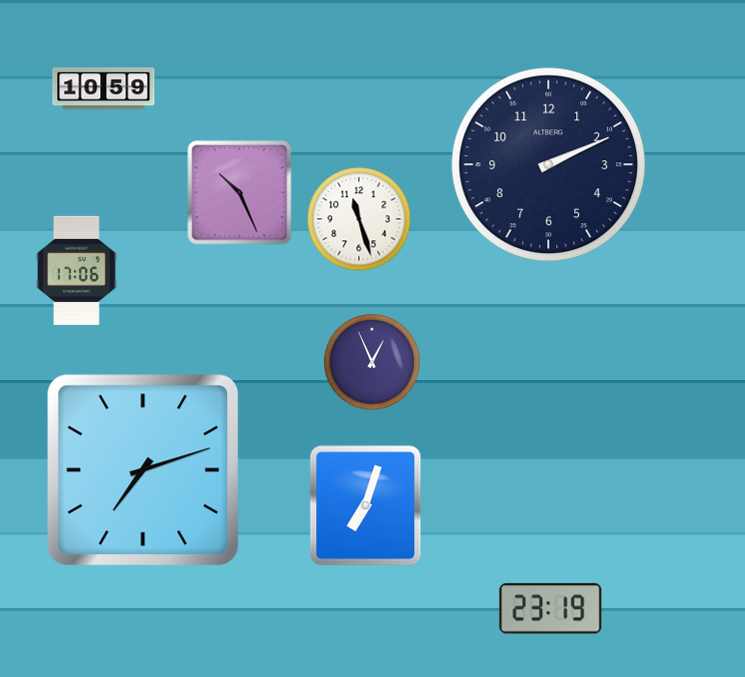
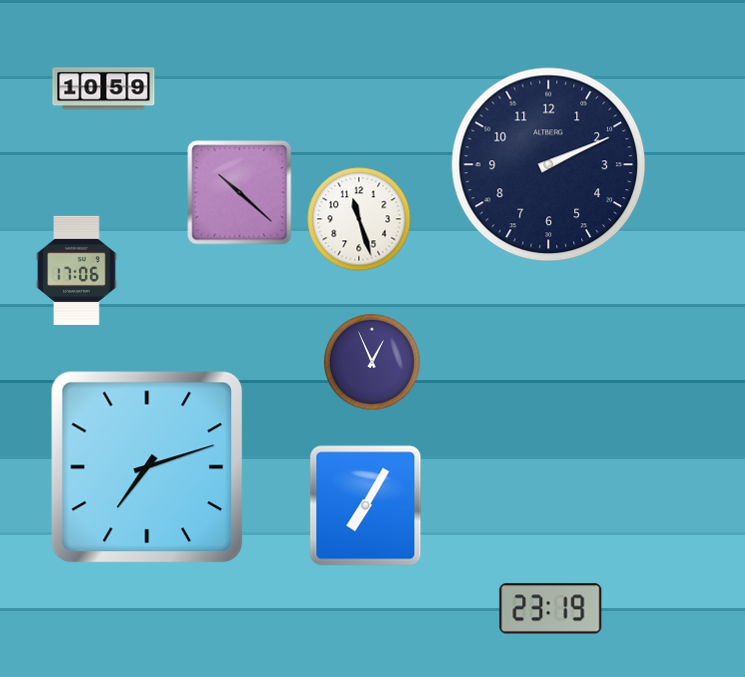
clock at (240, 193): 10:26 -> 10:22
clock at (143, 470) position: (143, 470) -> (147, 467)
clock at (366, 506): 7:03 -> 7:05
